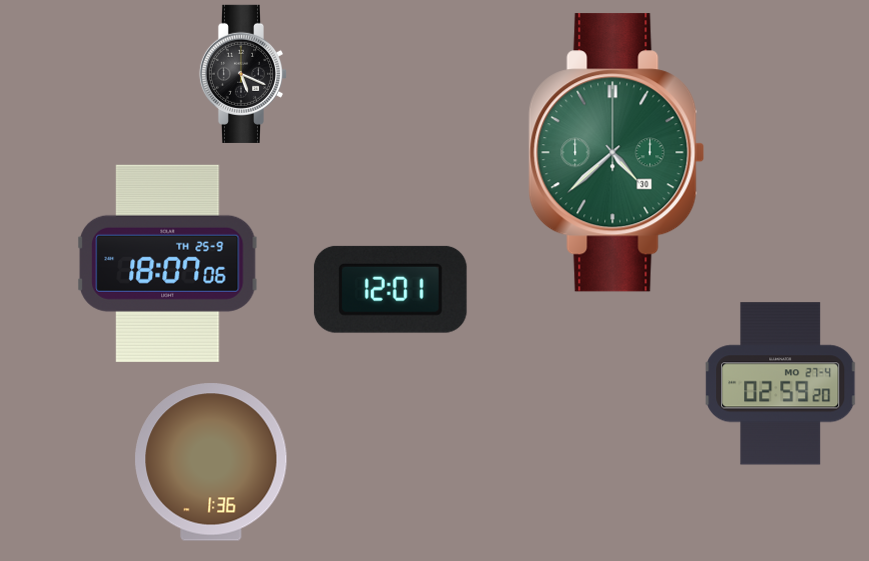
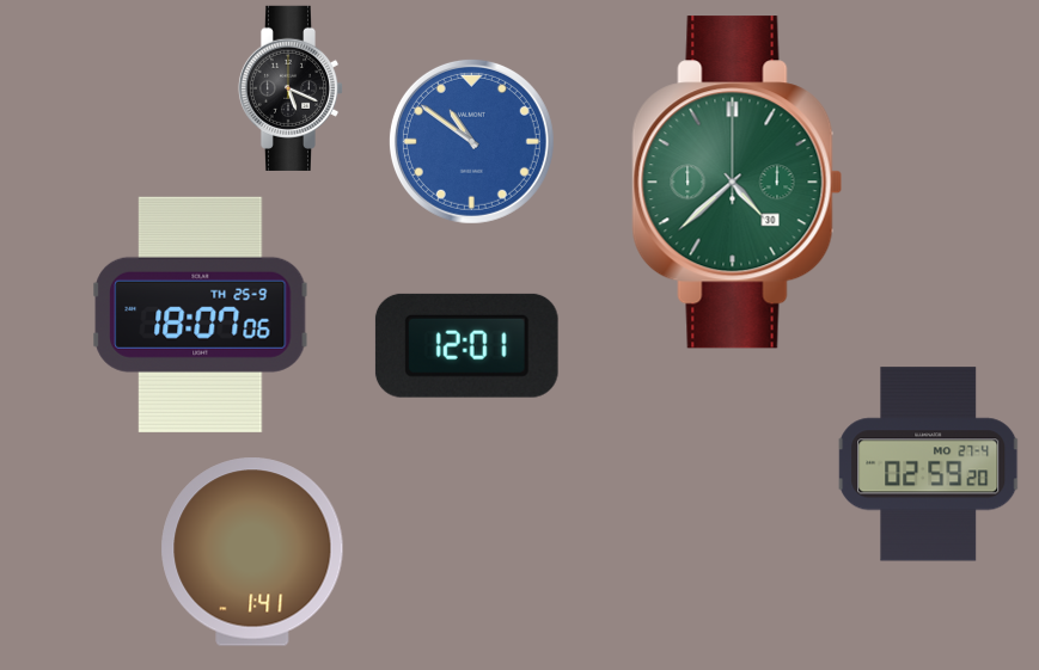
clock at (471, 141): none -> 10:51
clock at (781, 384) position: (781, 384) -> (929, 465)
clock at (211, 462): 1:36 -> 1:41
